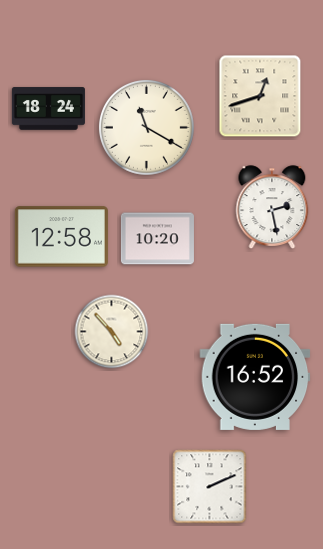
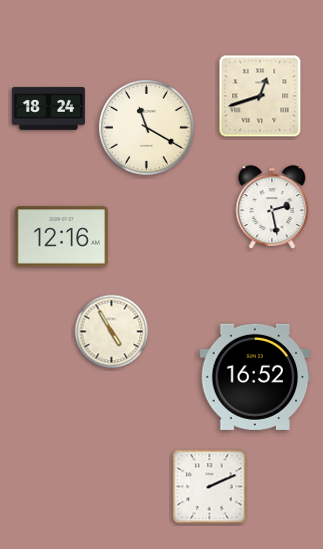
clock at (61, 237): 12:58 -> 12:16
clock at (157, 239): 10:20 -> none
clock at (112, 332): 4:53 -> 4:55
